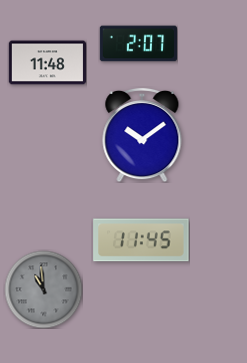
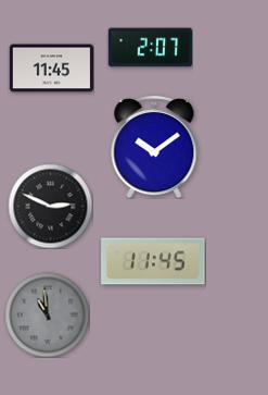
clock at (47, 63): 11:48 -> 11:45
clock at (50, 206): none -> 2:49
